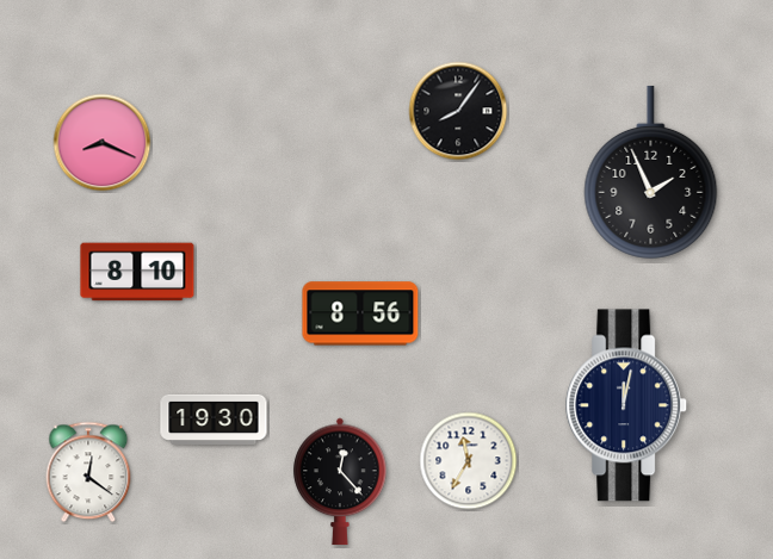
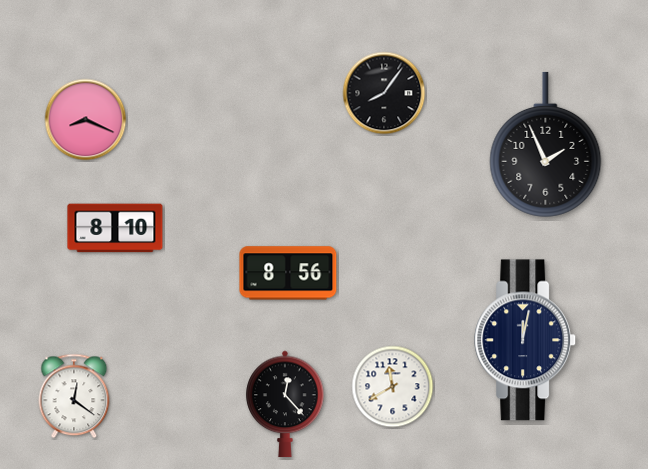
clock at (360, 313) position: (360, 313) -> (288, 273)
clock at (214, 420): 19:30 -> none
clock at (469, 461): 11:35 -> 11:40
